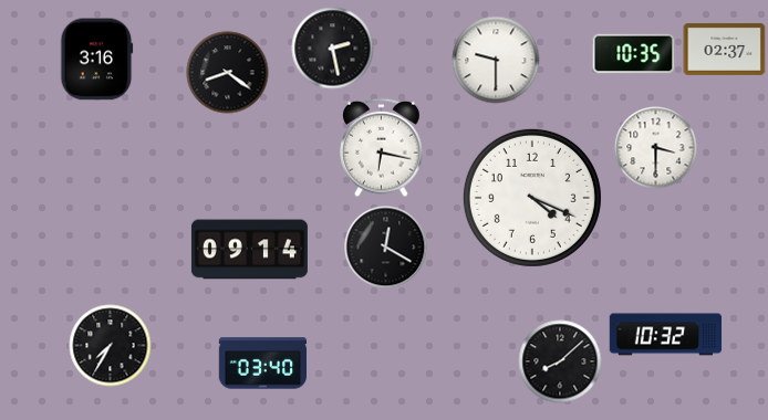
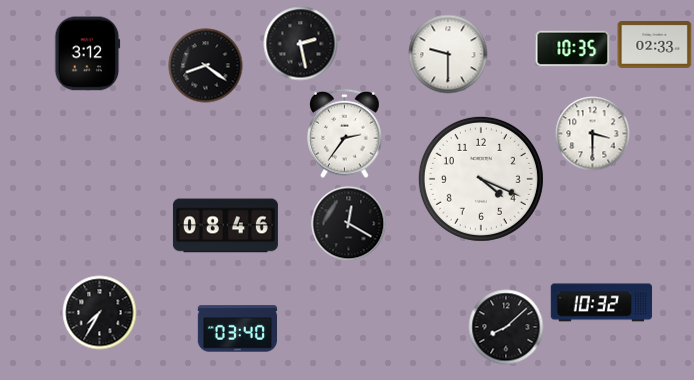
clock at (725, 49): 02:37 -> 02:33
clock at (97, 60): 3:16 -> 3:12
clock at (382, 148): 6:17 -> 2:36
clock at (249, 250): 09:14 -> 08:46
